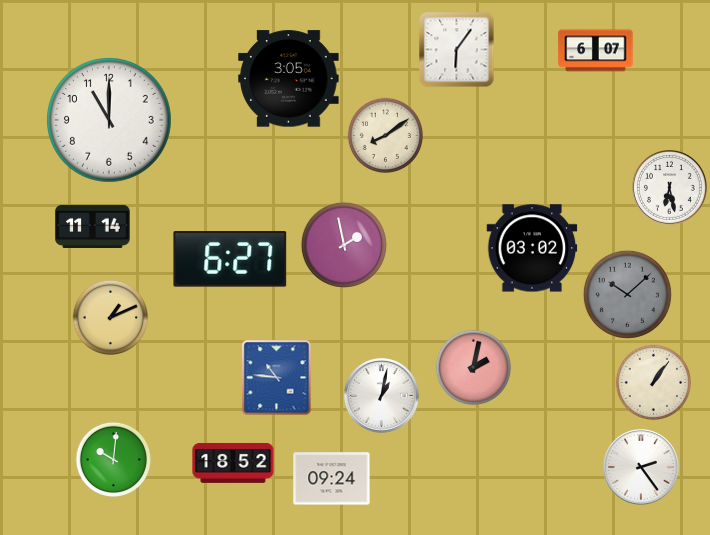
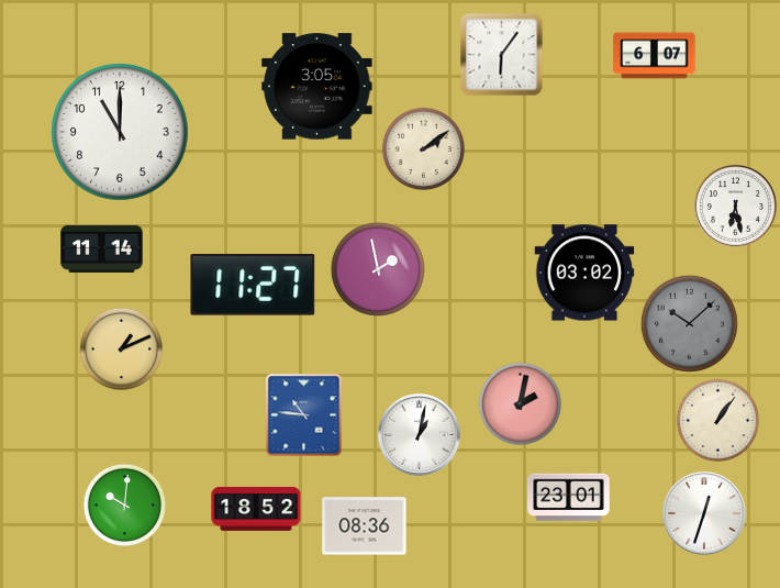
clock at (386, 136): 8:09 -> 2:09
clock at (230, 260): 6:27 -> 11:27
clock at (569, 498): none -> 23:01
clock at (641, 467): 2:24 -> 12:33
clock at (332, 479): 09:24 -> 08:36
